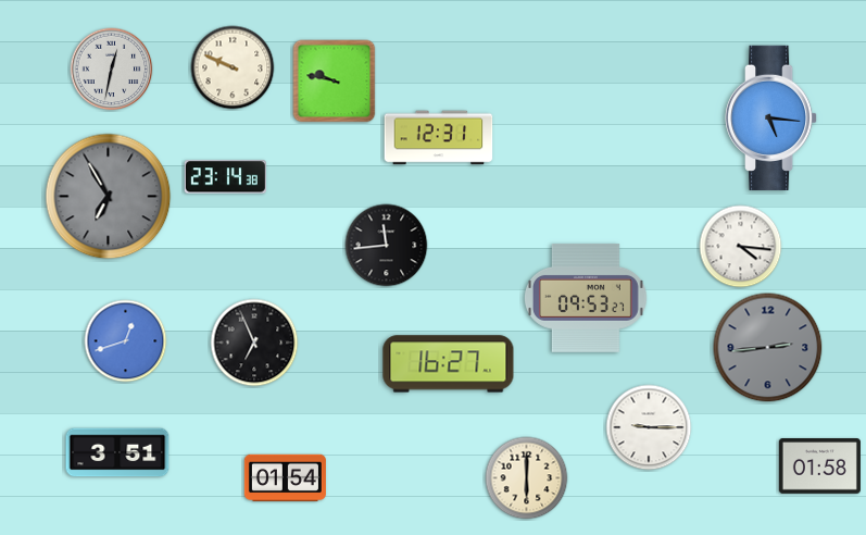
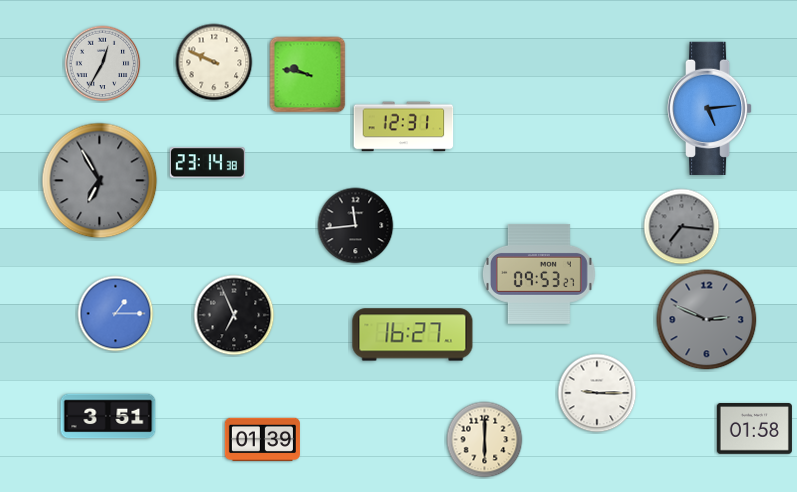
clock at (112, 70): 12:32 -> 12:35
clock at (771, 117): 5:16 -> 5:14
clock at (741, 247): 4:16 -> 7:16
clock at (741, 247) dial: white -> grey
clock at (126, 341): 12:42 -> 1:15
clock at (768, 348): 2:44 -> 2:49
clock at (285, 478): 01:54 -> 01:39
